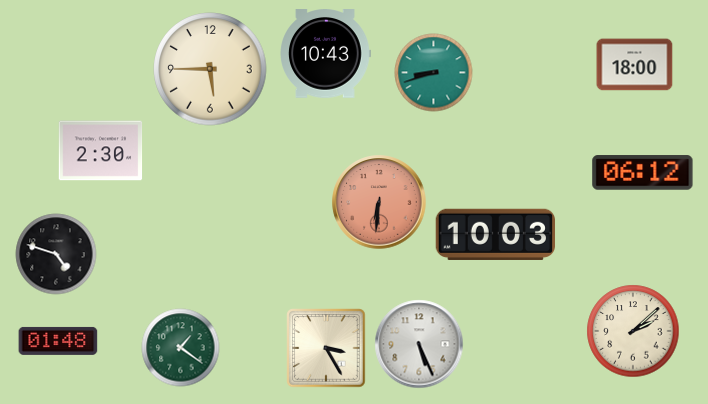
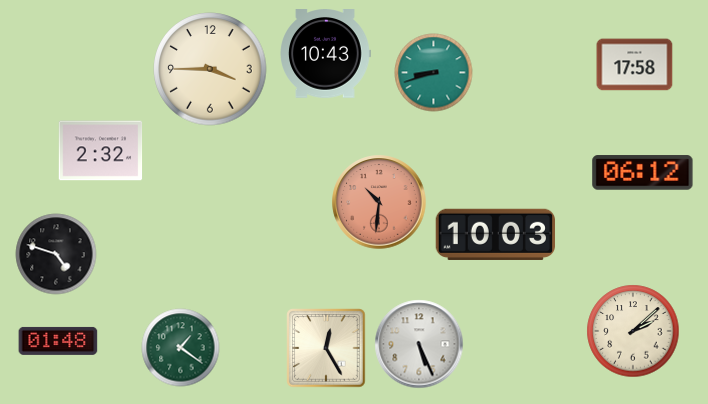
clock at (635, 65): 18:00 -> 17:58
clock at (210, 69): 5:45 -> 3:45
clock at (101, 151): 2:30 -> 2:32
clock at (379, 202): 6:31 -> 10:31
clock at (326, 348): 3:25 -> 12:25
